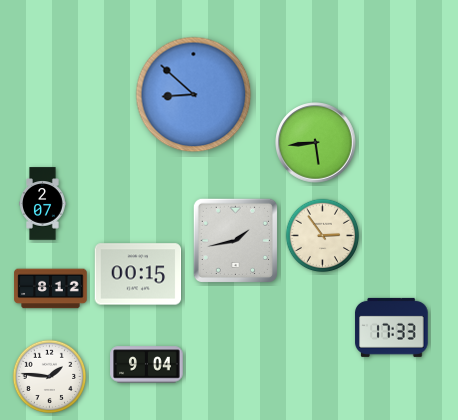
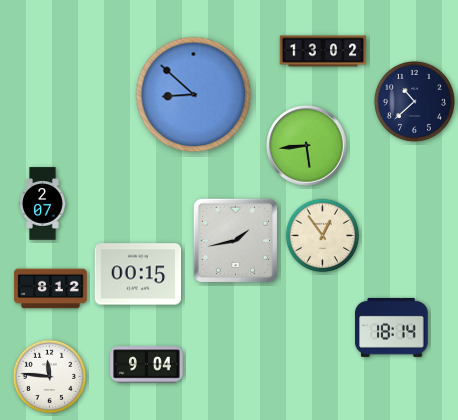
clock at (323, 51): none -> 13:02
clock at (414, 101): none -> 10:38
clock at (316, 143) position: (316, 143) -> (307, 146)
clock at (323, 236): 2:54 -> 12:54
clock at (392, 327): 17:33 -> 18:14
clock at (50, 377): 1:46 -> 11:46
